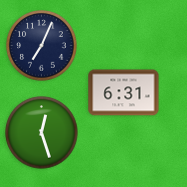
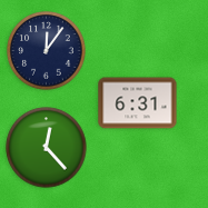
clock at (42, 46): 7:04 -> 12:06
clock at (42, 133): 12:27 -> 12:23
